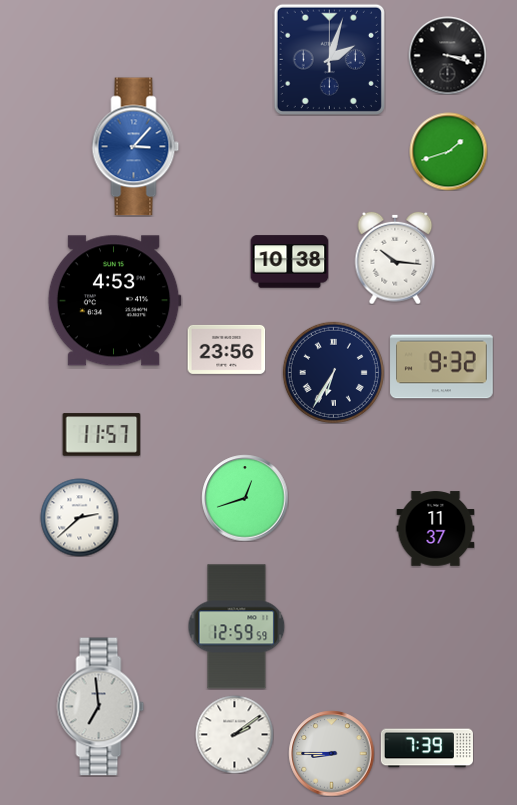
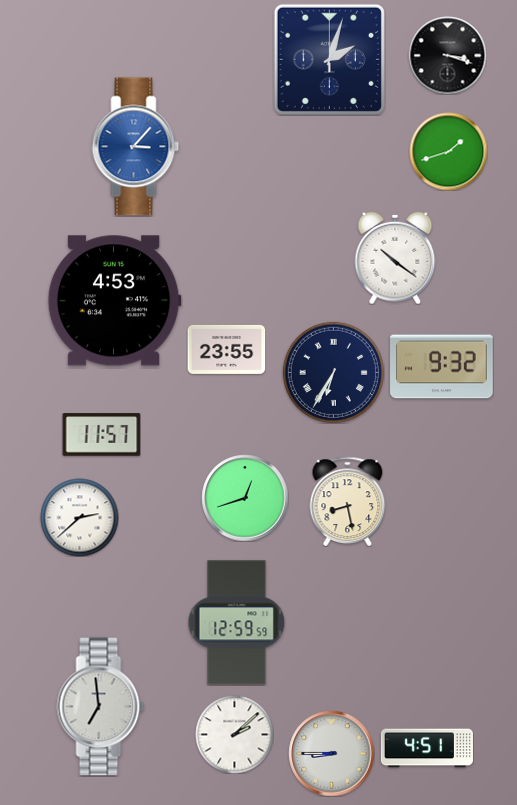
clock at (395, 258): 10:16 -> 10:21
clock at (289, 262): 10:38 -> none
clock at (226, 349): 23:56 -> 23:55
clock at (348, 501): none -> 8:28
clock at (435, 529): 11:37 -> none
clock at (237, 627) position: (237, 627) -> (237, 623)
clock at (234, 734): 2:09 -> 2:08
clock at (427, 748): 7:39 -> 4:51
